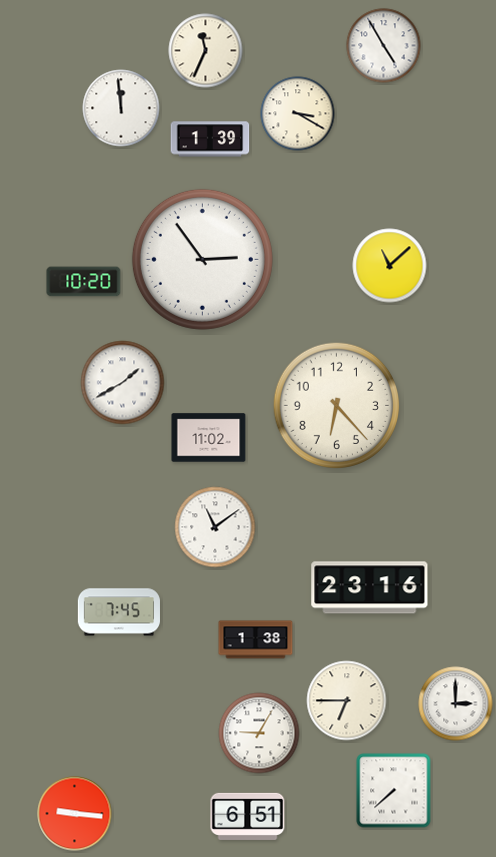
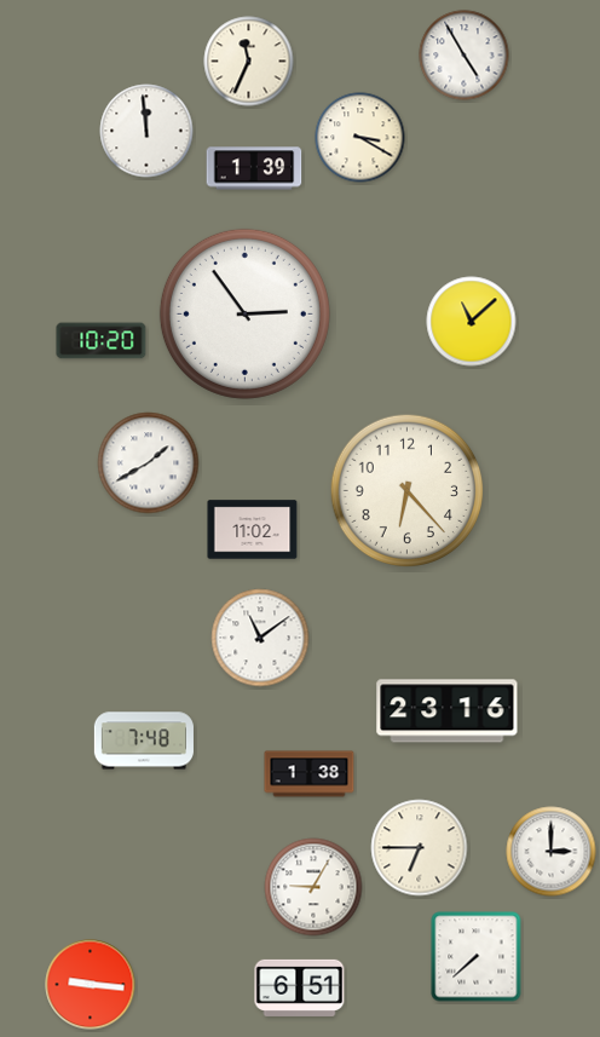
clock at (119, 612): 7:45 -> 7:48
